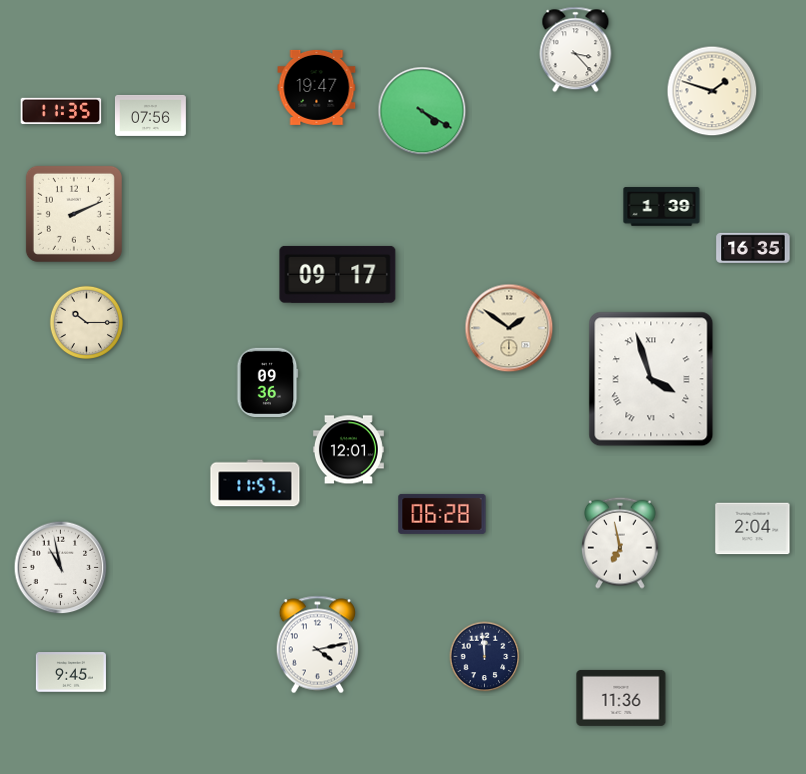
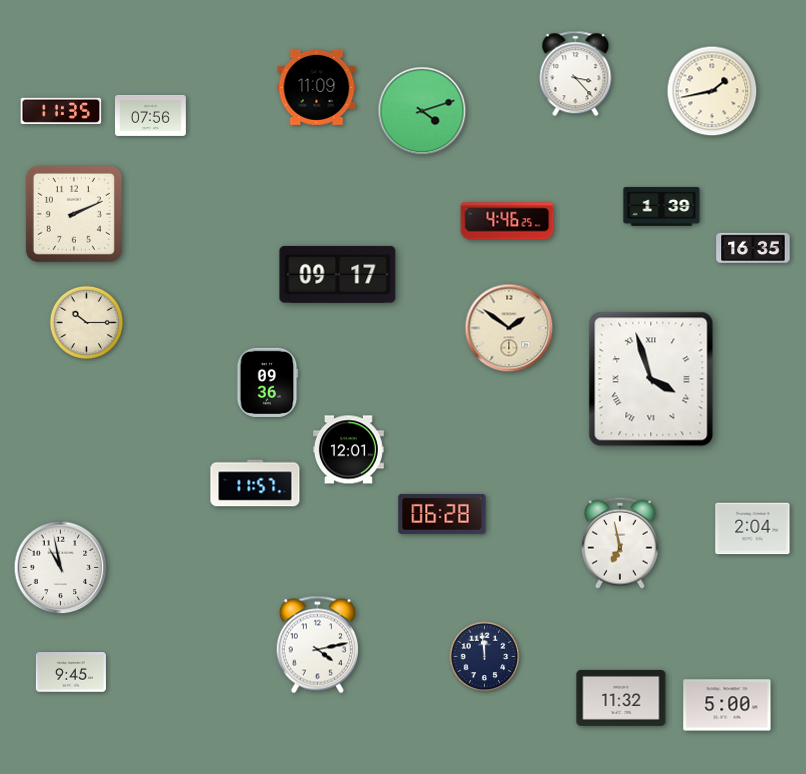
clock at (576, 50) position: (576, 50) -> (576, 74)
clock at (317, 87): 19:47 -> 11:09
clock at (712, 91): 1:48 -> 1:43
clock at (422, 111): 4:20 -> 4:12
clock at (507, 221): none -> 4:46
clock at (621, 698): 11:36 -> 11:32
clock at (727, 705): none -> 5:00
